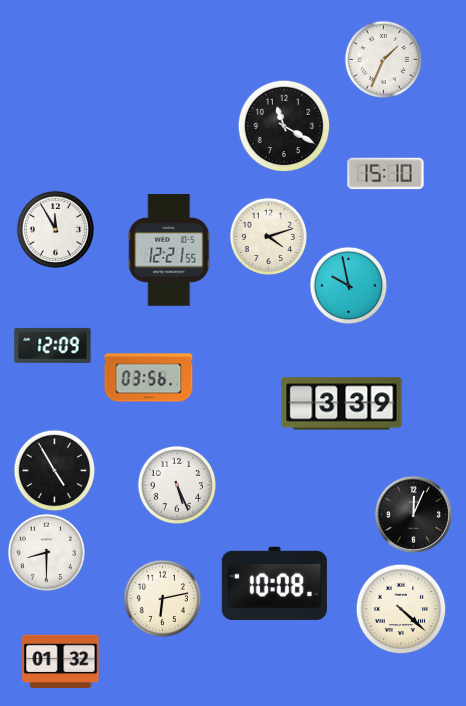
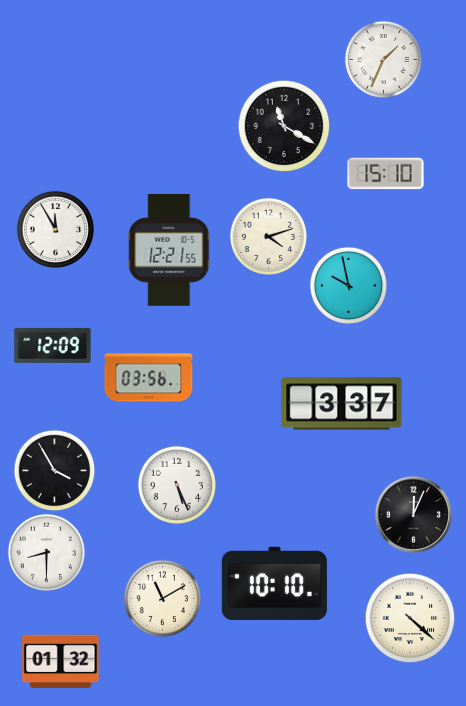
clock at (342, 404): 3:39 -> 3:37
clock at (54, 470): 4:55 -> 3:55
clock at (274, 583): 10:08 -> 10:10
clock at (162, 598): 6:13 -> 11:10
clock at (401, 609) position: (401, 609) -> (410, 618)
